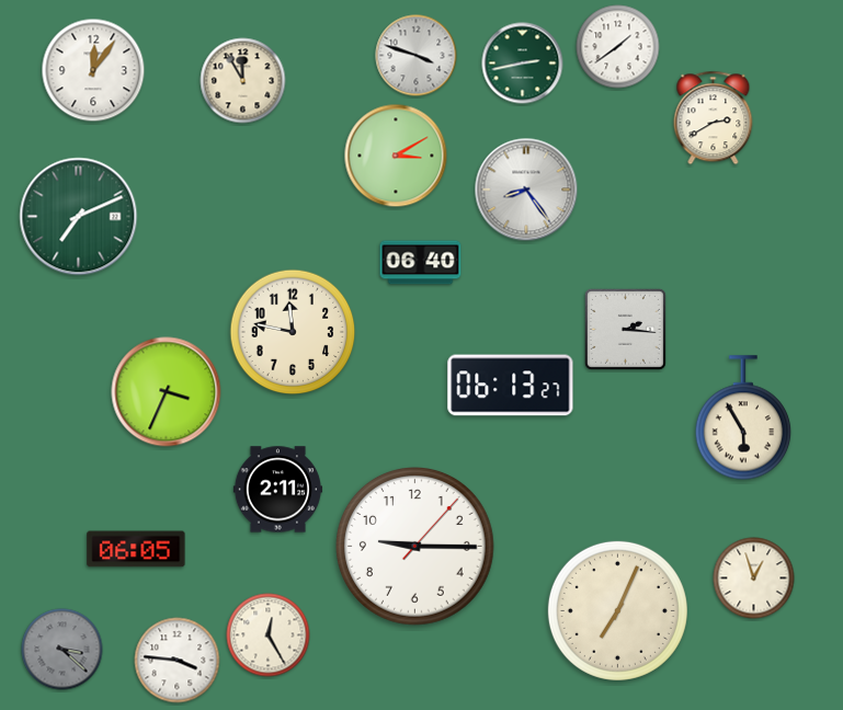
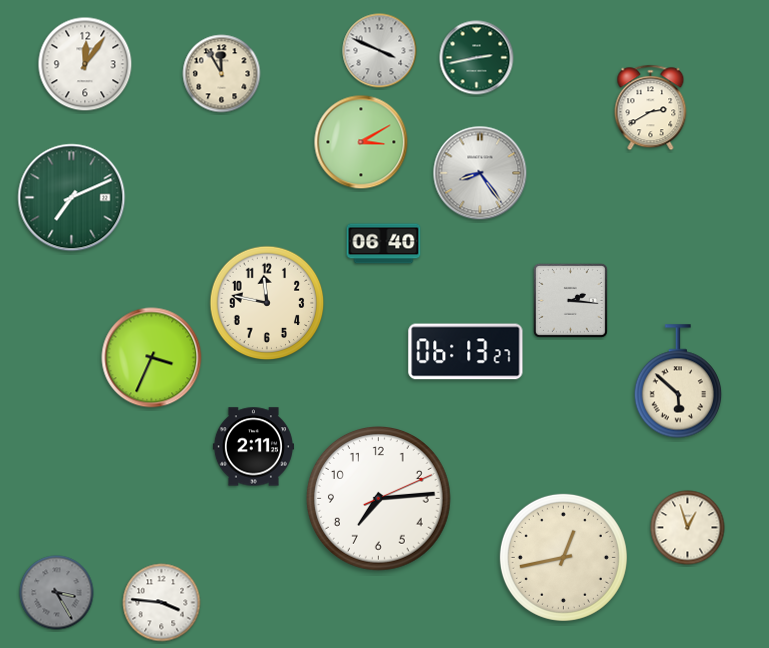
clock at (618, 47): 1:39 -> none
clock at (417, 56): 3:48 -> 3:49
clock at (421, 263) position: (421, 263) -> (384, 244)
clock at (743, 417): 5:55 -> 5:52
clock at (415, 547): 9:15 -> 7:14
clock at (136, 549): 06:05 -> none
clock at (617, 610): 7:04 -> 12:43
clock at (269, 635): 12:25 -> none
clock at (62, 650): 3:22 -> 3:25
